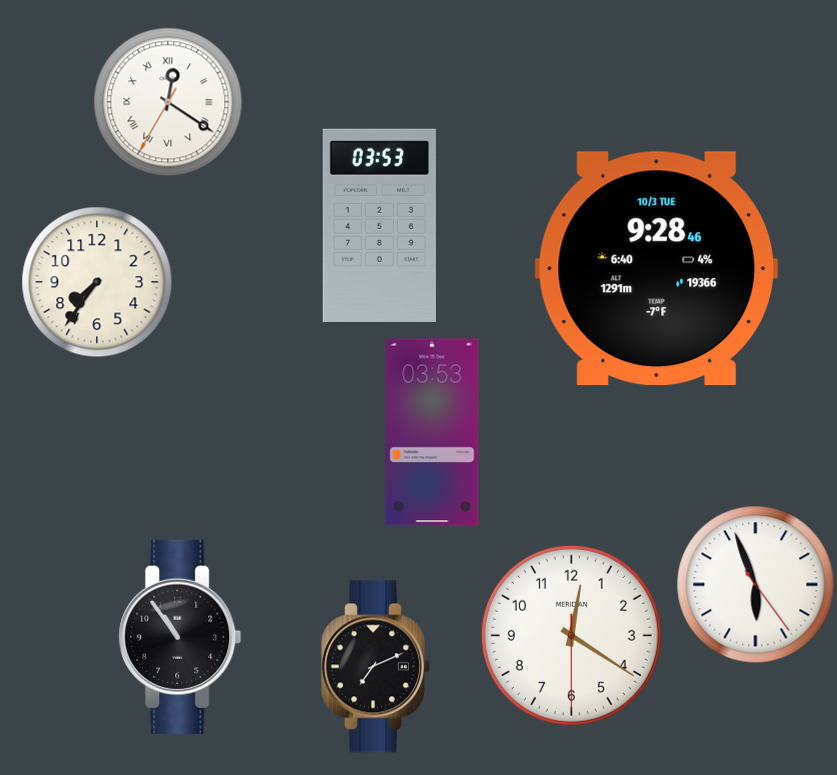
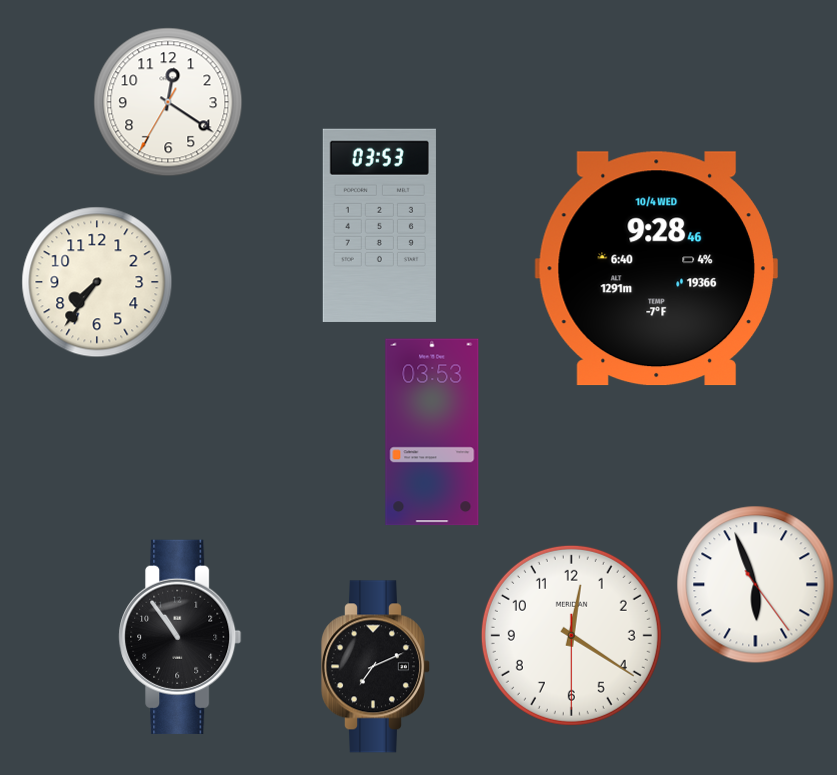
clock at (168, 102) numerals: Roman -> Arabic
clock at (656, 269) date: 10/3 TUE -> 10/4 WED
